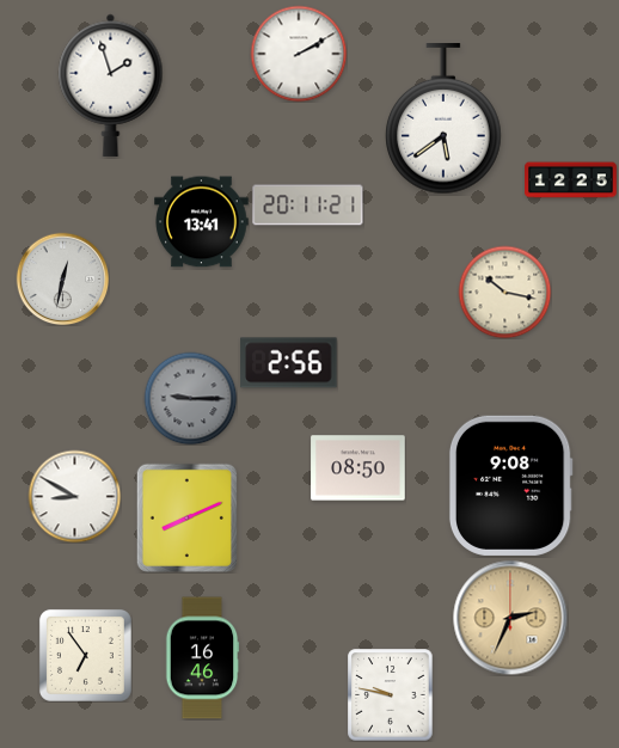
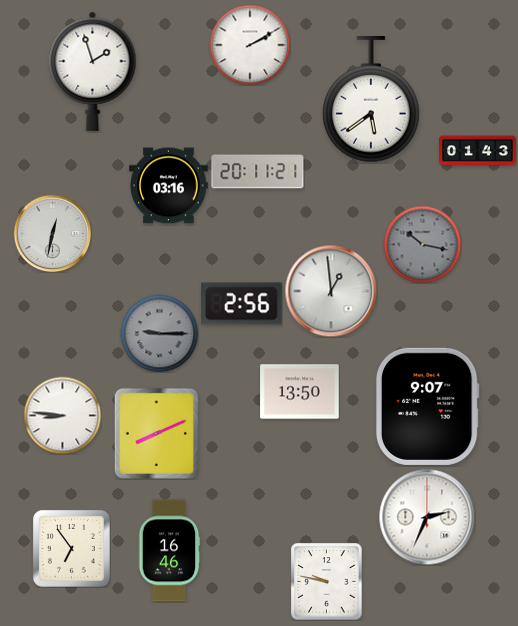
clock at (571, 180): 12:25 -> 01:43
clock at (202, 222): 13:41 -> 03:16
clock at (504, 292) dial: cream -> grey
clock at (331, 291): none -> 12:59
clock at (358, 468): 08:50 -> 13:50
clock at (510, 485): 9:08 -> 9:07
clock at (74, 496): 8:50 -> 8:46
clock at (510, 618) dial: champagne -> white
